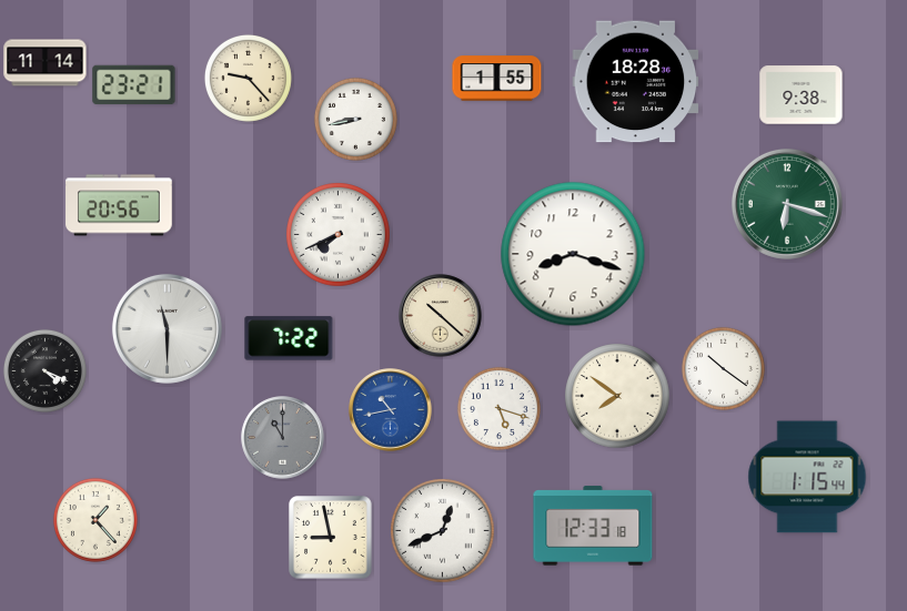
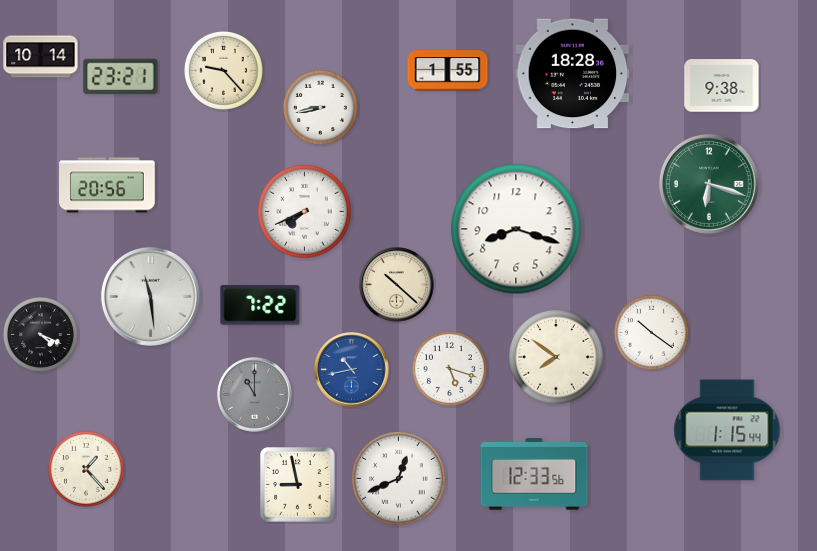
clock at (46, 63): 11:14 -> 10:14
clock at (167, 328): 11:30 -> 11:29
clock at (593, 526): 12:33:18 -> 12:33:56
